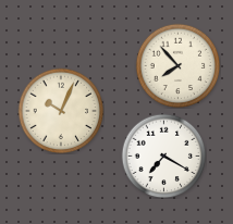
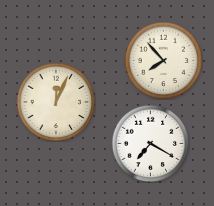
clock at (61, 111): 10:04 -> 12:04
